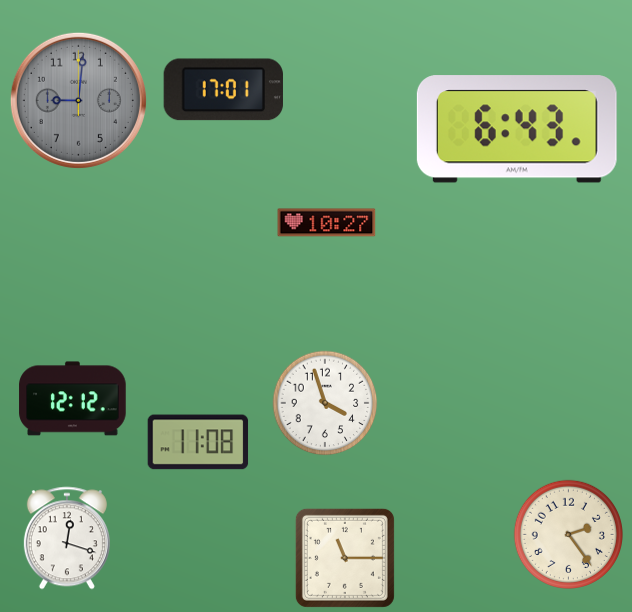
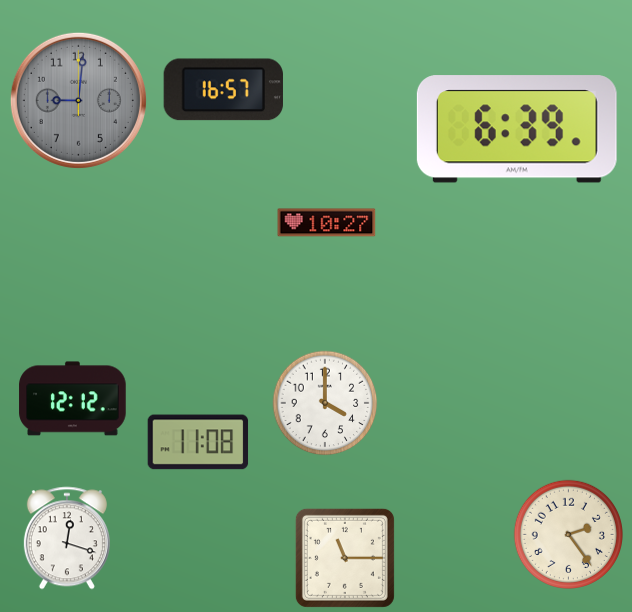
clock at (223, 90): 17:01 -> 16:57
clock at (517, 129): 6:43 -> 6:39
clock at (325, 403): 3:57 -> 4:00
